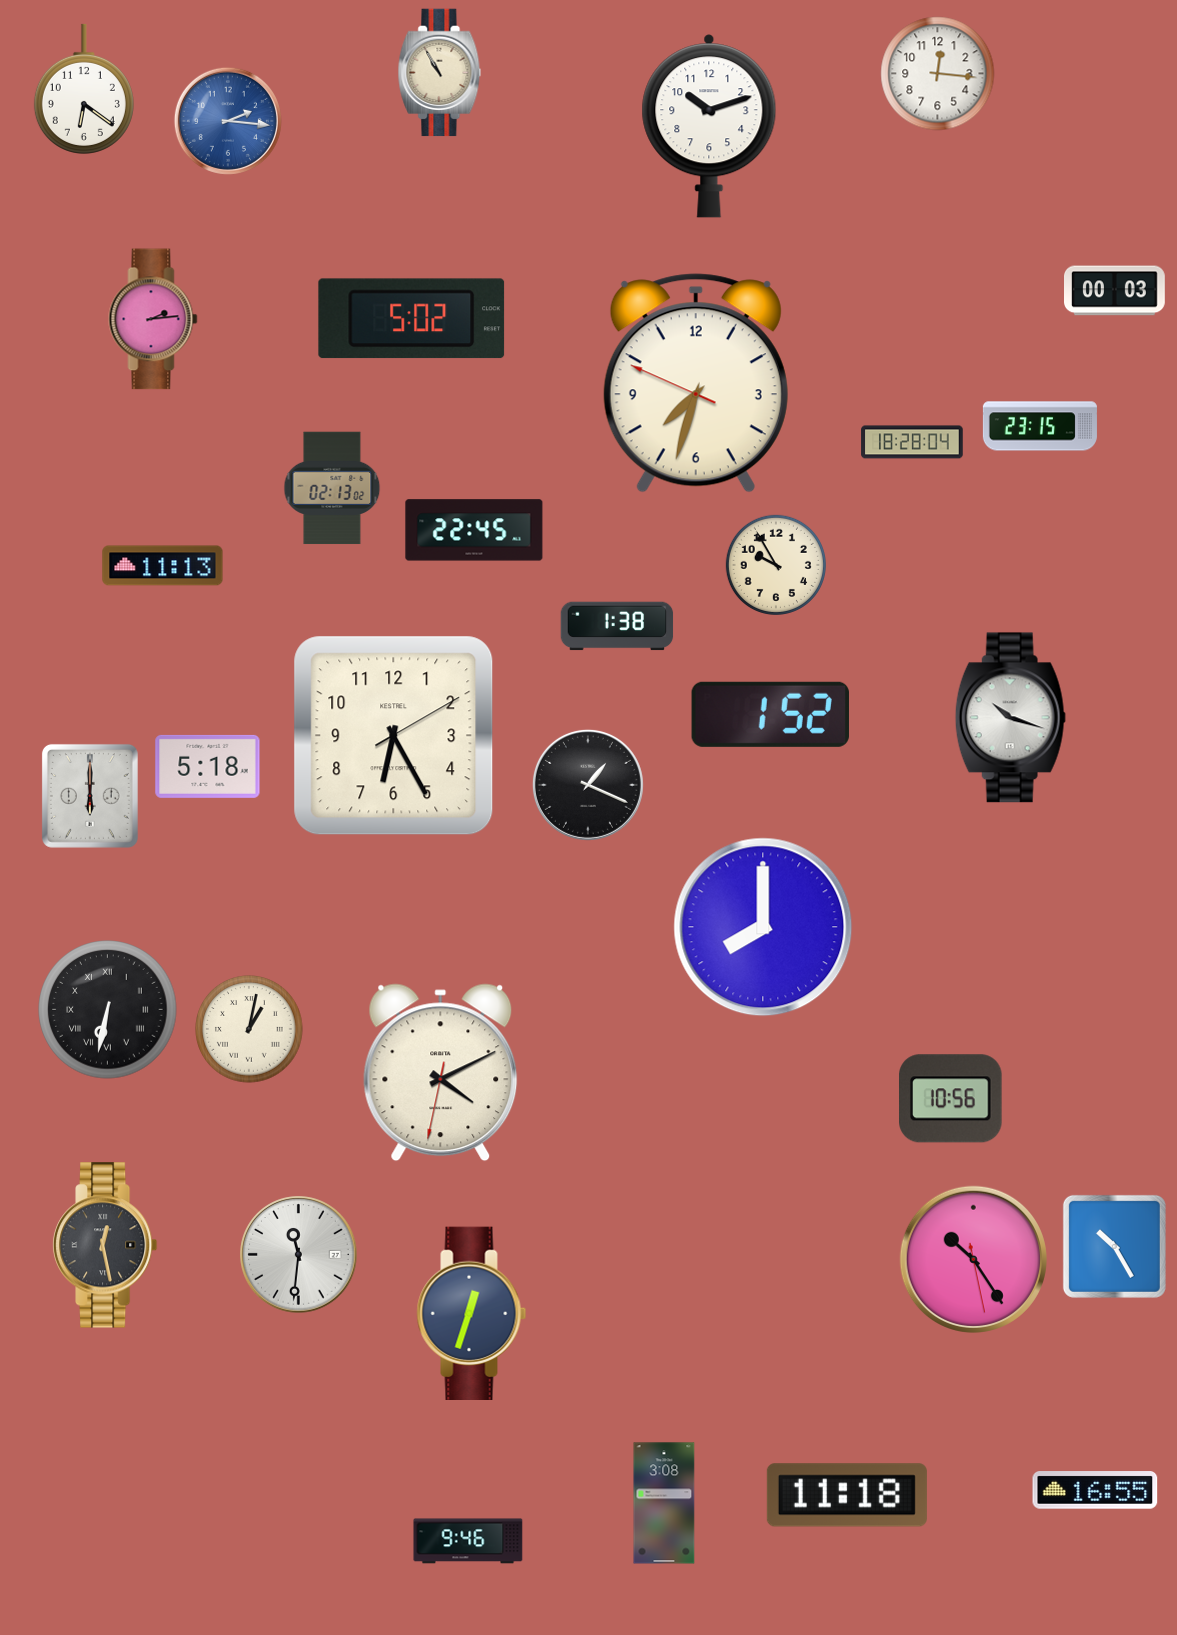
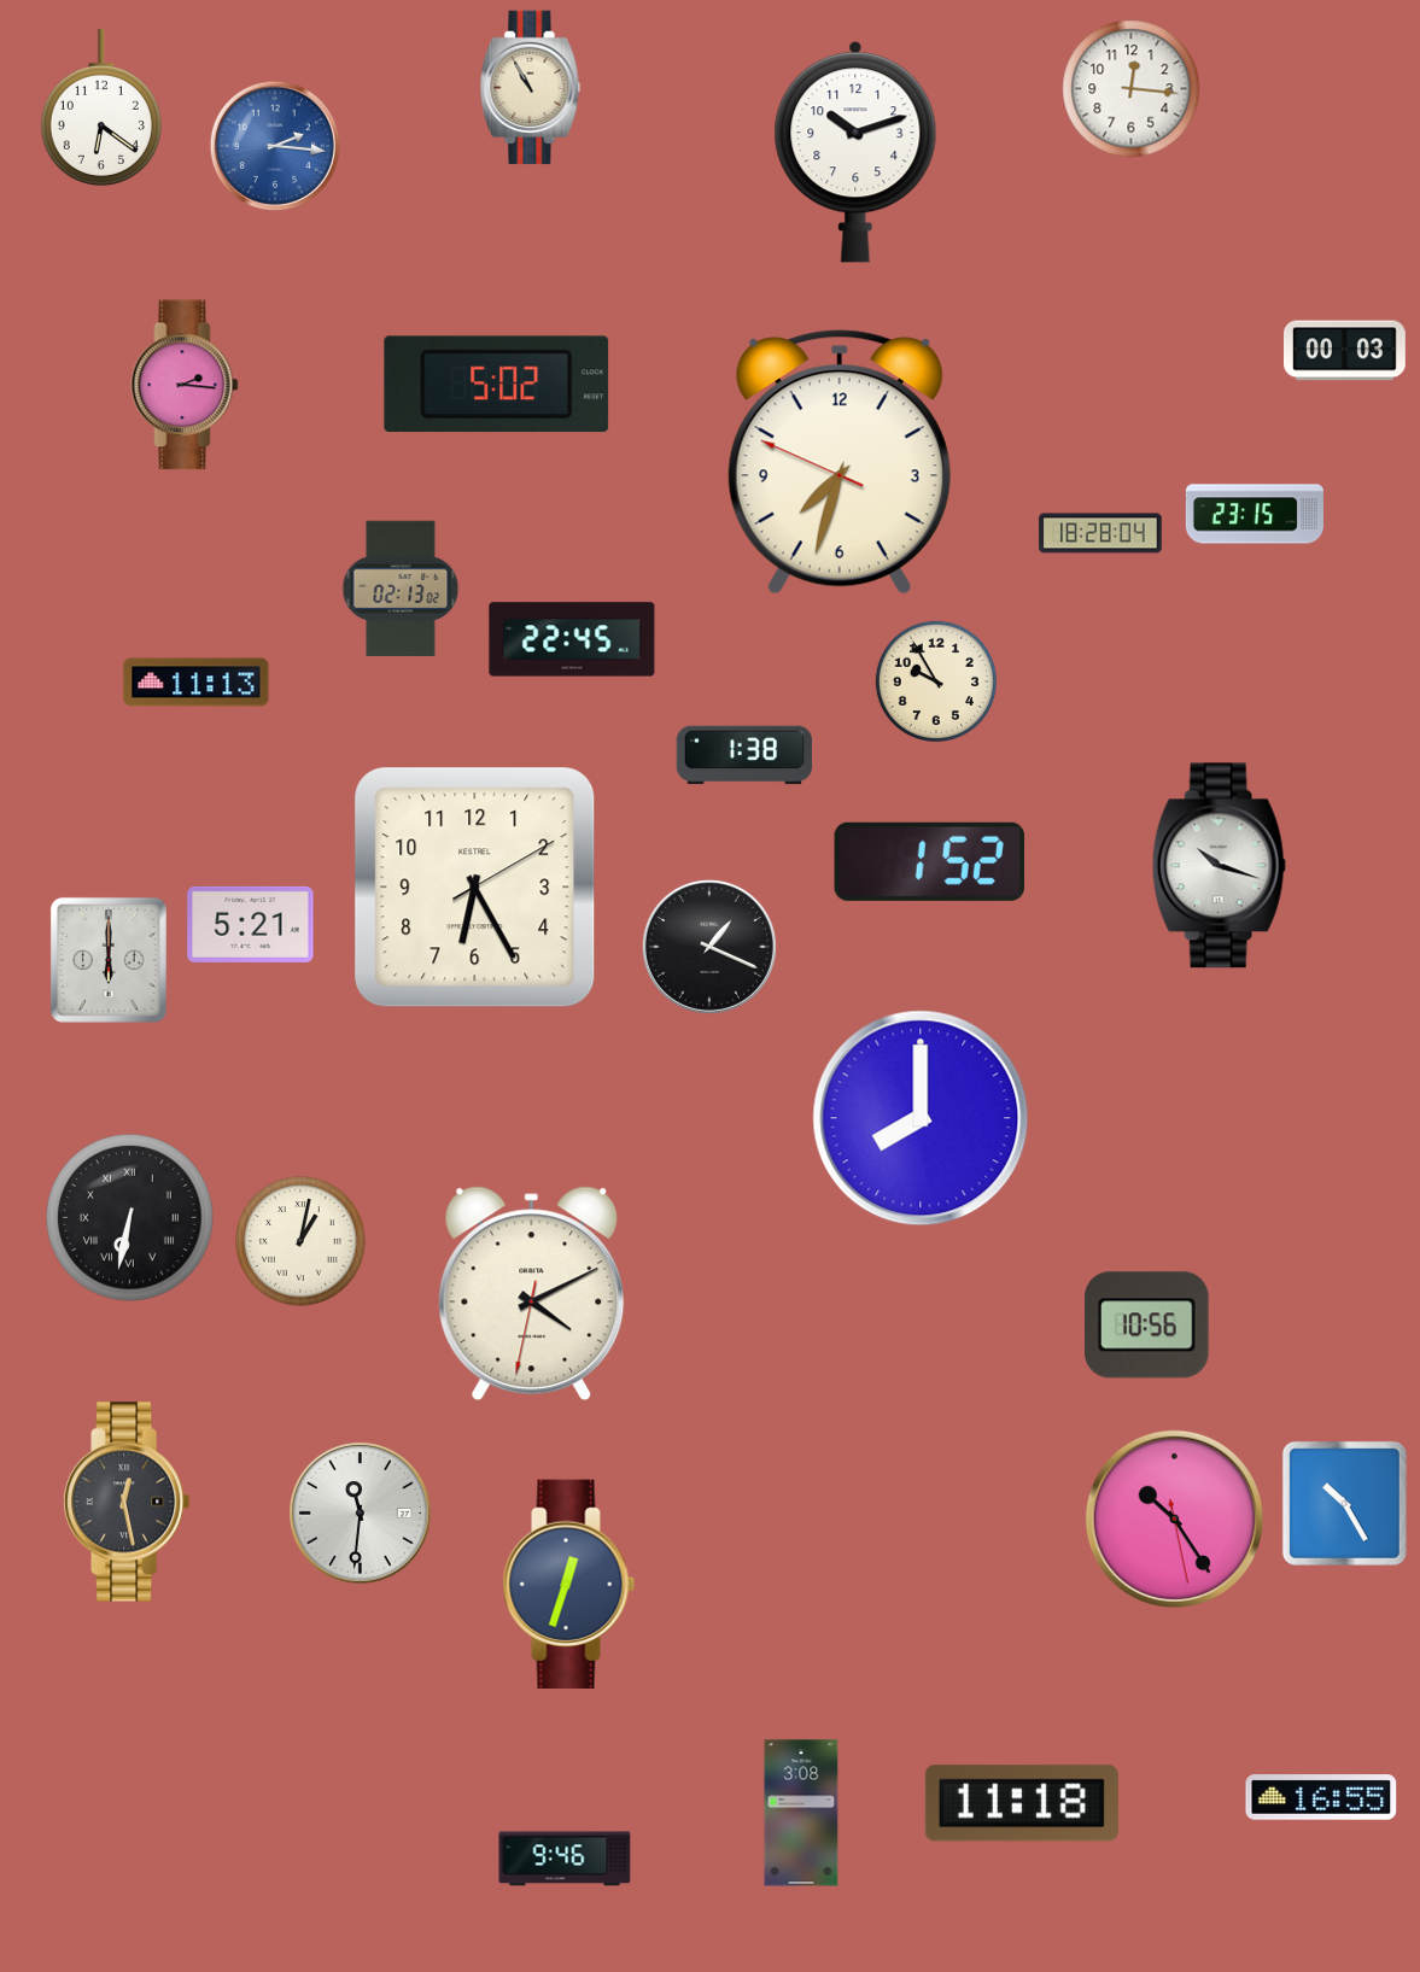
clock at (153, 319): 2:14 -> 2:16
clock at (208, 766): 5:18 -> 5:21
